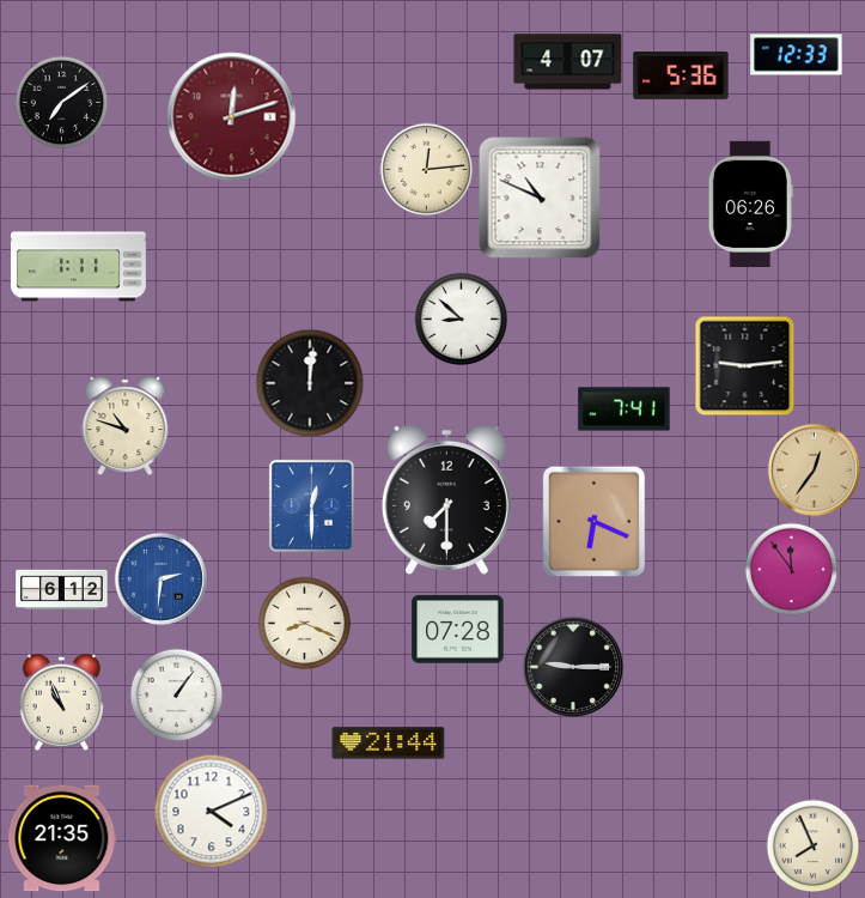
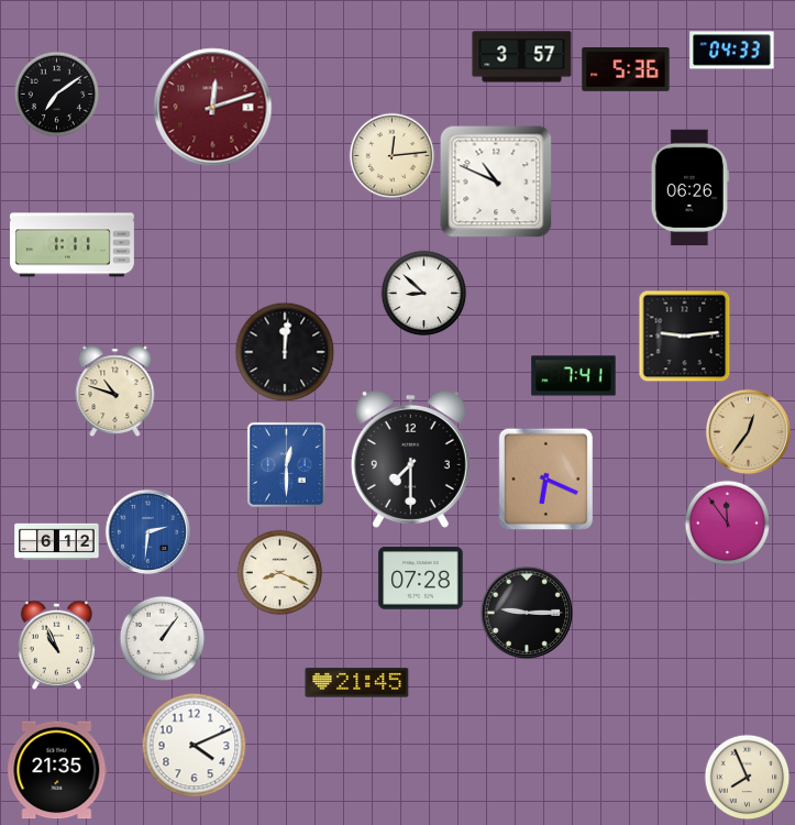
clock at (797, 55): 12:33 -> 04:33
clock at (568, 62): 4:07 -> 3:57
clock at (389, 744): 21:44 -> 21:45
